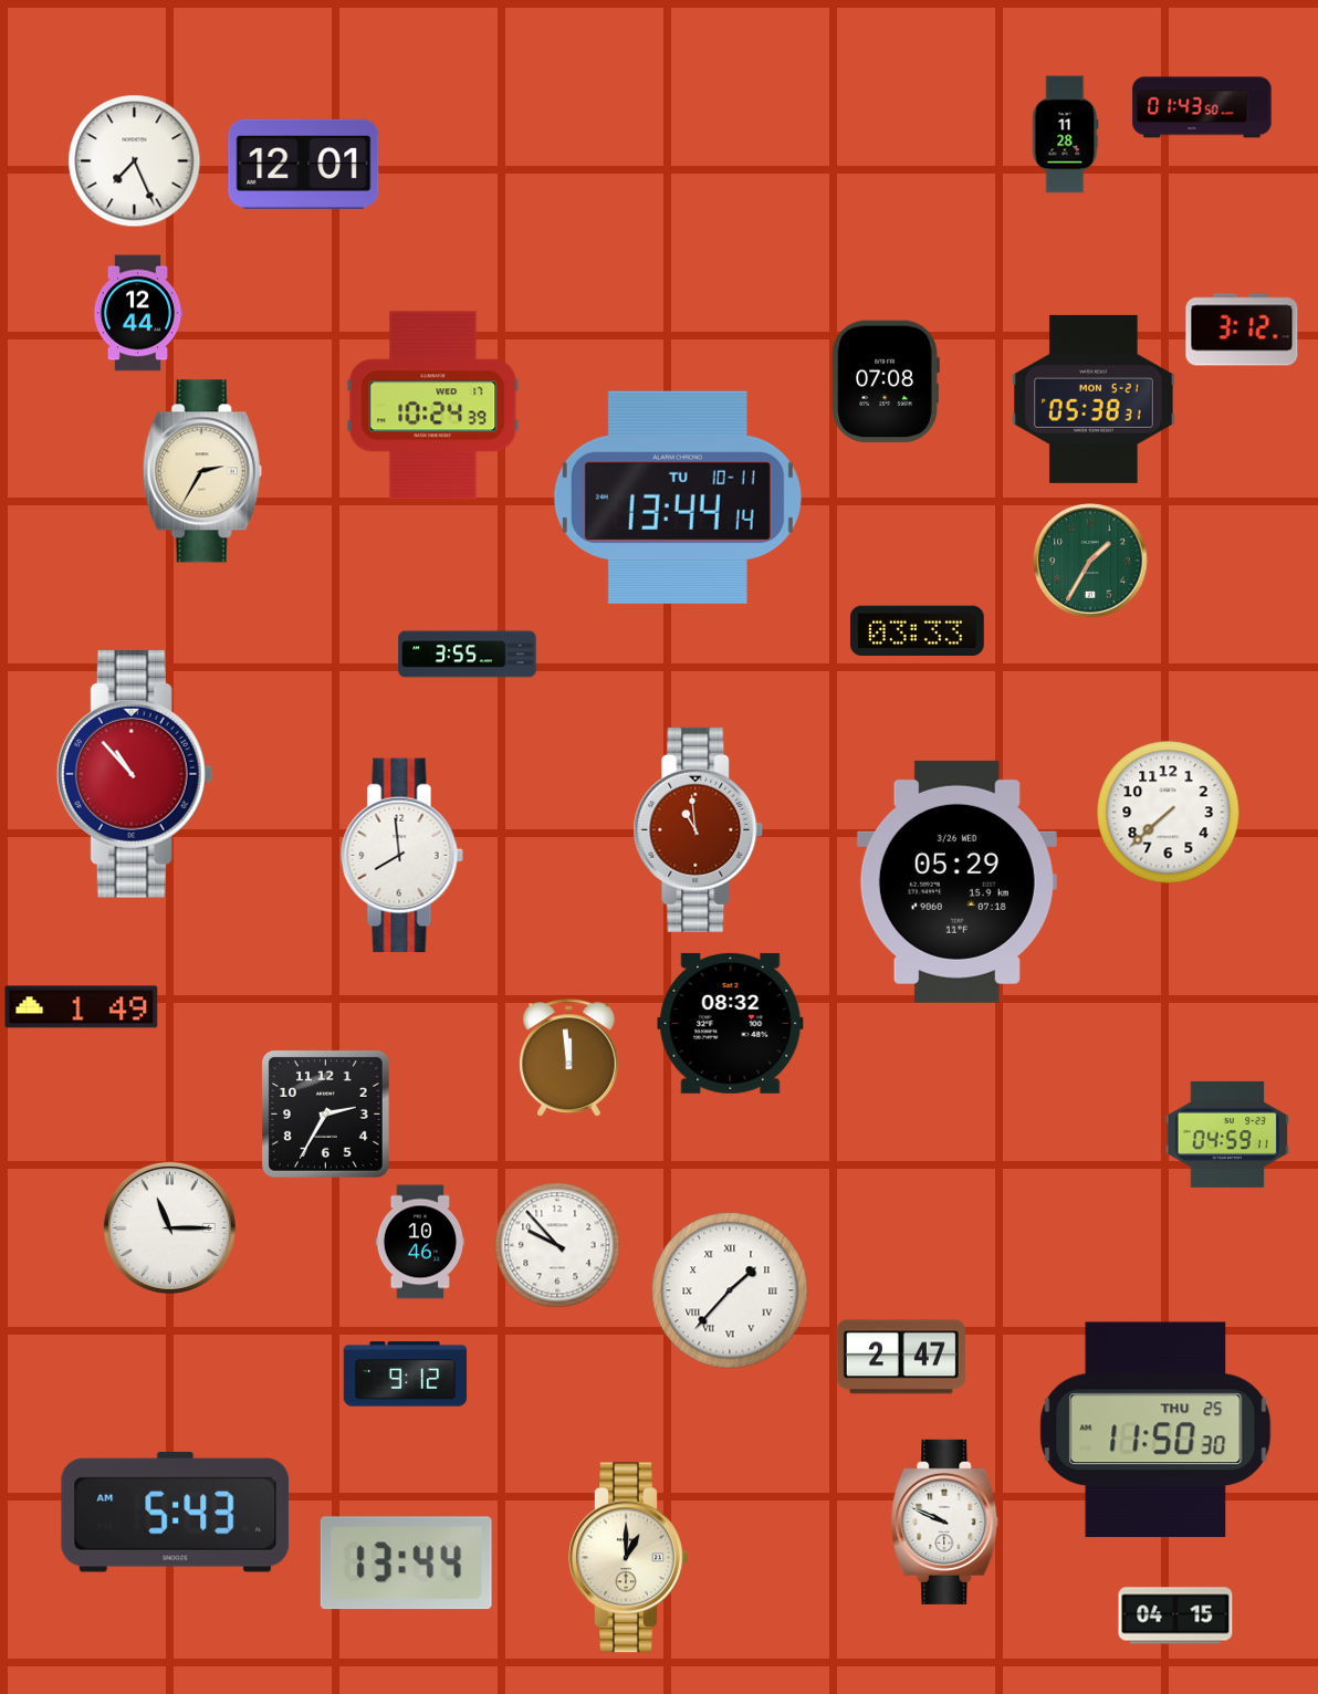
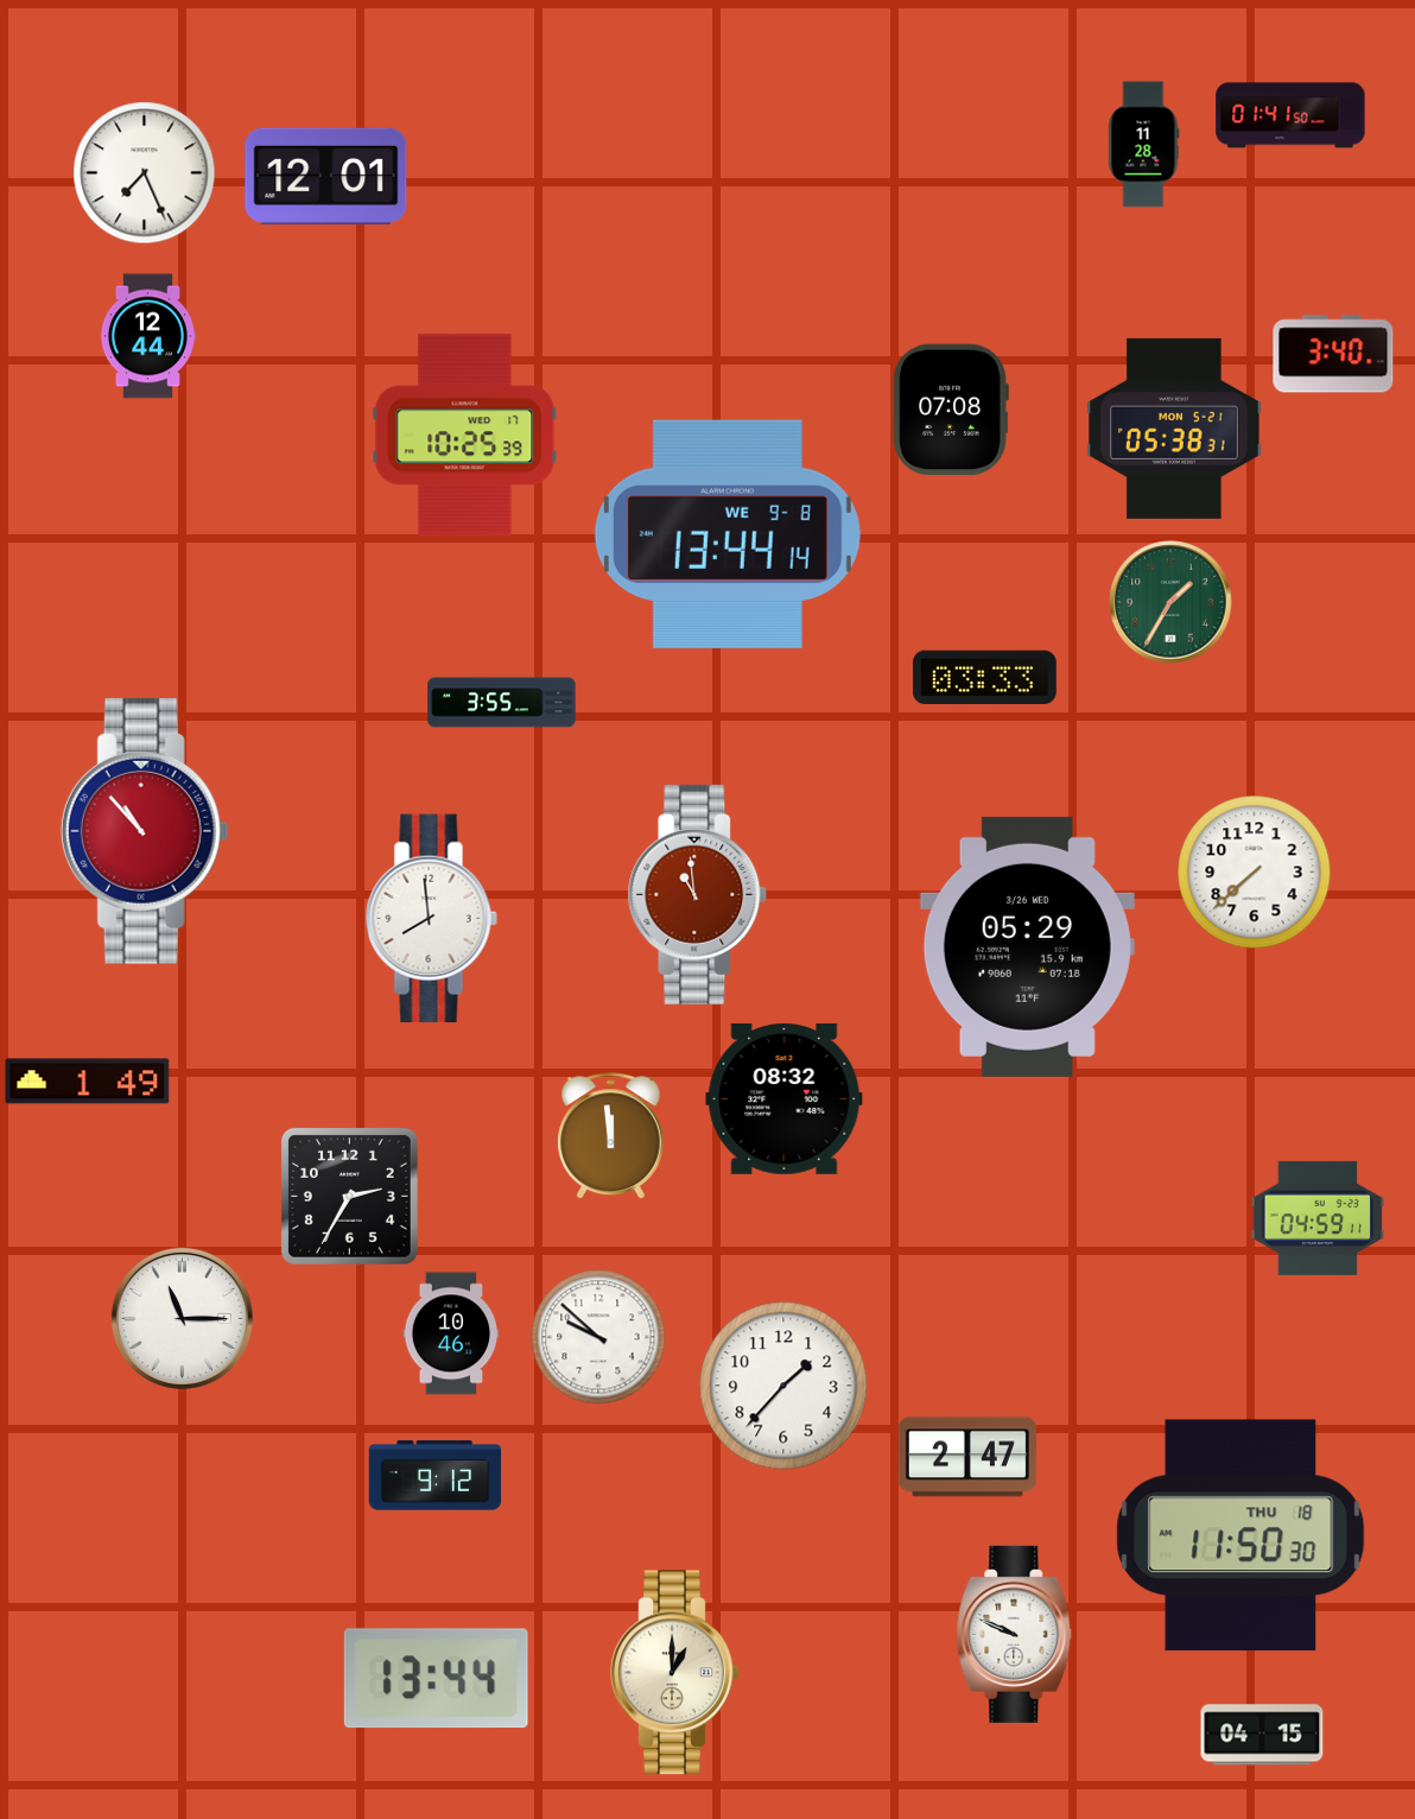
clock at (1202, 107): 01:43 -> 01:41
clock at (1242, 330): 3:12 -> 3:40
clock at (433, 406): 10:24 -> 10:25
clock at (202, 471): 2:35 -> none
clock at (678, 496) date: TU 10-11 -> WE 9-8
clock at (699, 829) position: (699, 829) -> (698, 894)
clock at (557, 1245): 9:53 -> 9:52
clock at (730, 1290) numerals: Roman -> Arabic
clock at (1155, 1430) date: THU 25 -> THU 18
clock at (176, 1512): 5:43 -> none
